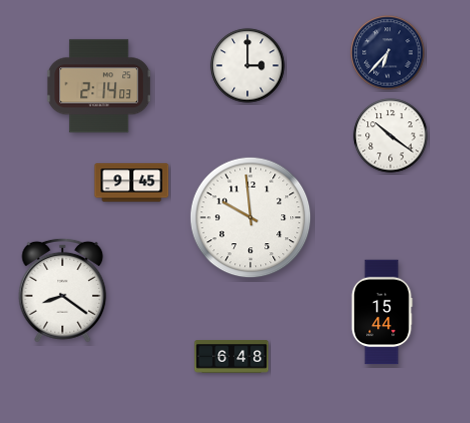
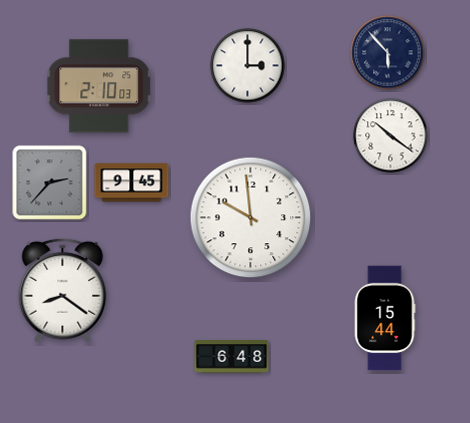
clock at (388, 53): 6:37 -> 5:53
clock at (99, 86): 2:14 -> 2:10
clock at (50, 183): none -> 2:37
clock at (382, 312) position: (382, 312) -> (385, 318)
